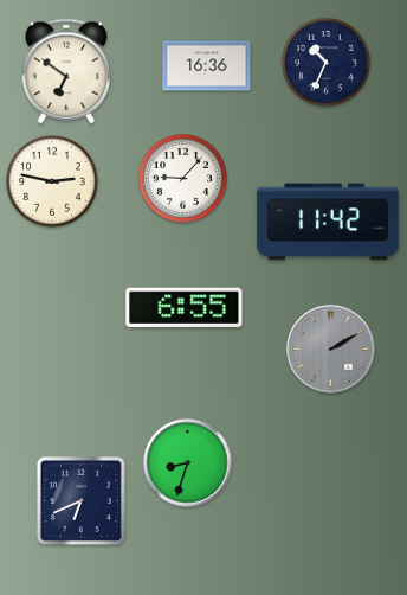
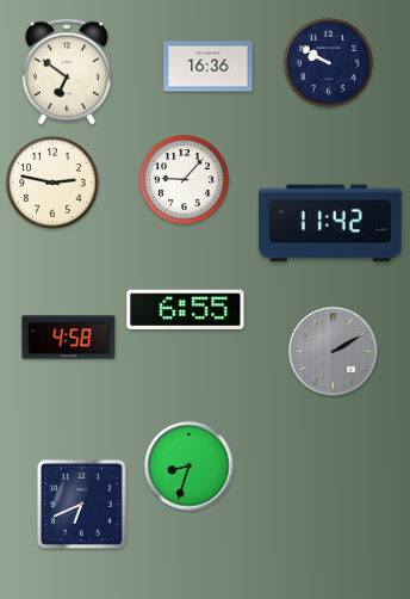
clock at (327, 63): 10:34 -> 9:50
clock at (69, 338): none -> 4:58
